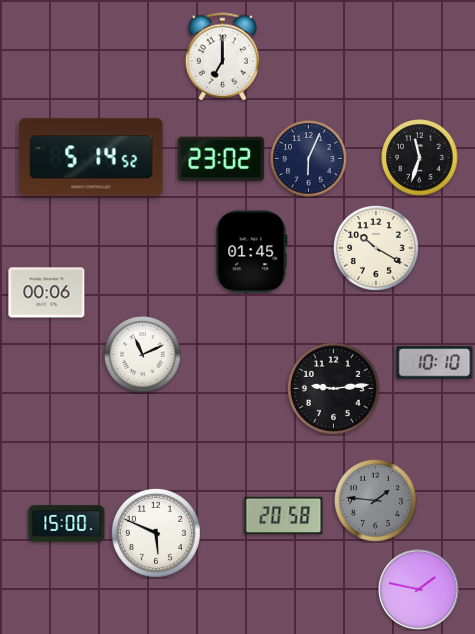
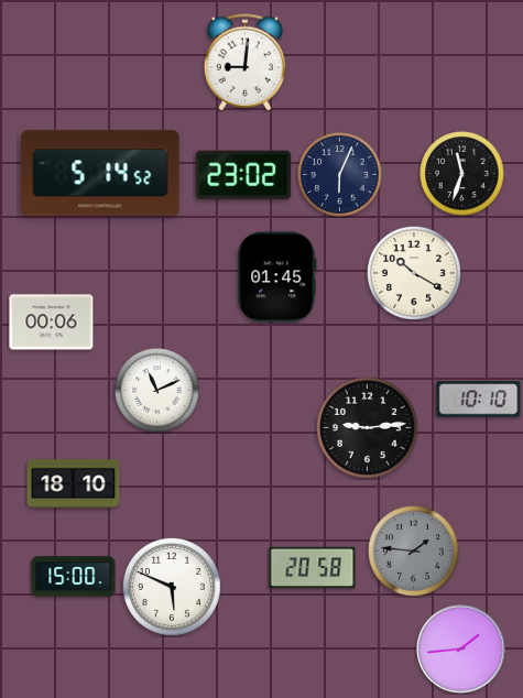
clock at (222, 57): 7:00 -> 9:01
clock at (74, 484): none -> 18:10
clock at (419, 590): 1:47 -> 1:44
